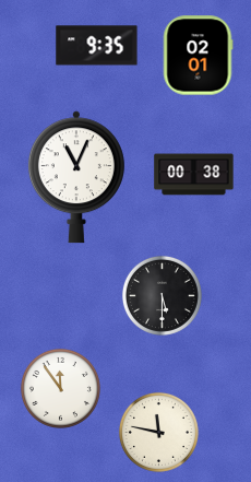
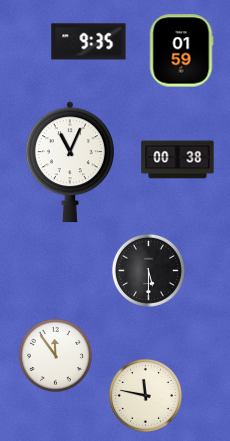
clock at (198, 56): 02:01 -> 01:59
